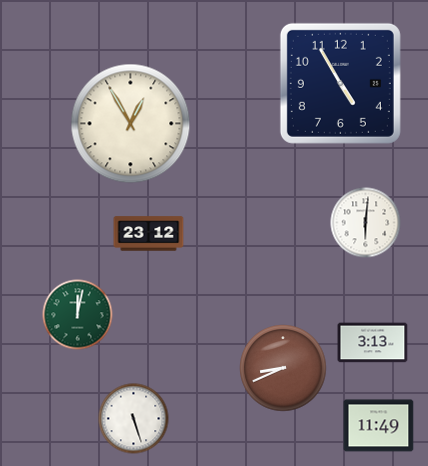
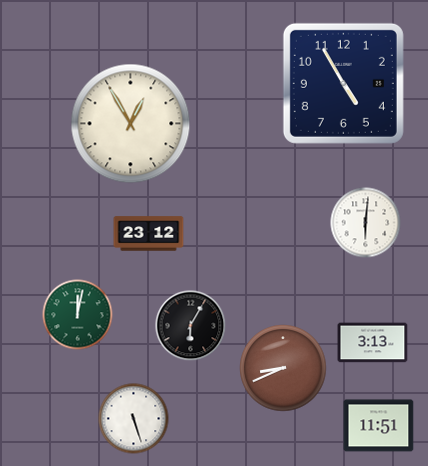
clock at (340, 83) position: (340, 83) -> (343, 83)
clock at (191, 326): none -> 6:05
clock at (379, 426): 11:49 -> 11:51
